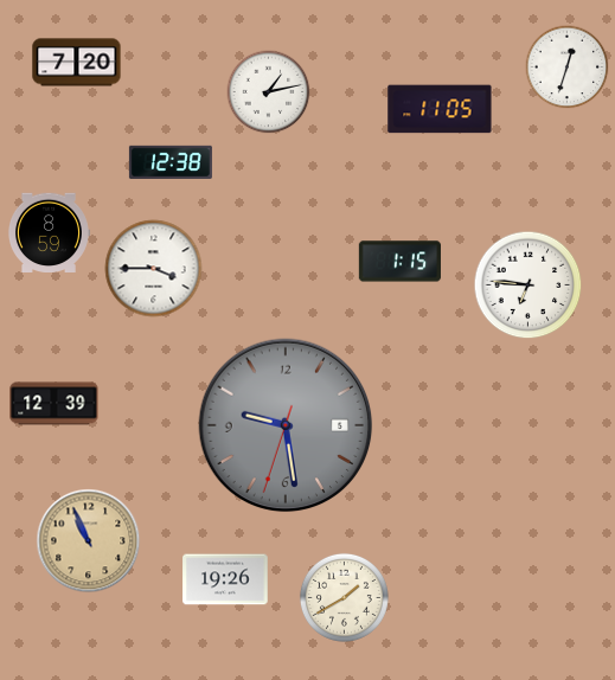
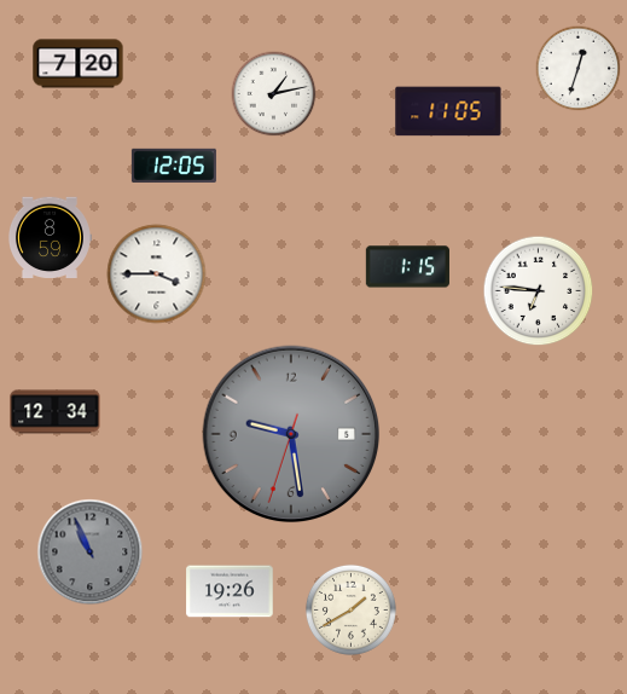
clock at (171, 162): 12:38 -> 12:05
clock at (55, 404): 12:39 -> 12:34
clock at (89, 541) dial: champagne -> grey
